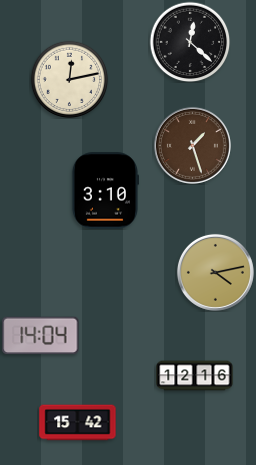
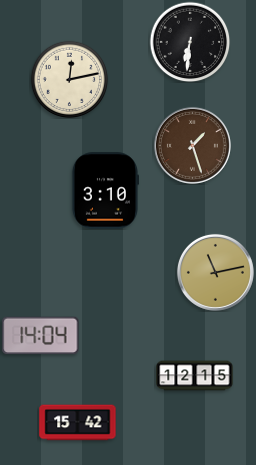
clock at (190, 42): 12:22 -> 6:31
clock at (215, 272): 4:13 -> 11:13
clock at (195, 376): 12:16 -> 12:15
